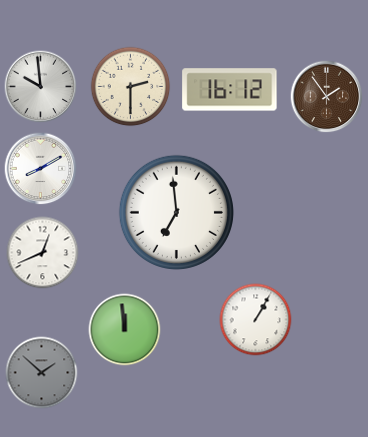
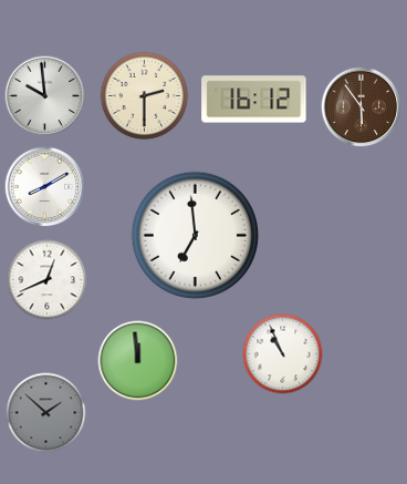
clock at (327, 97): 1:54 -> 5:54
clock at (256, 320): 1:05 -> 10:56
clock at (125, 330) position: (125, 330) -> (138, 361)
